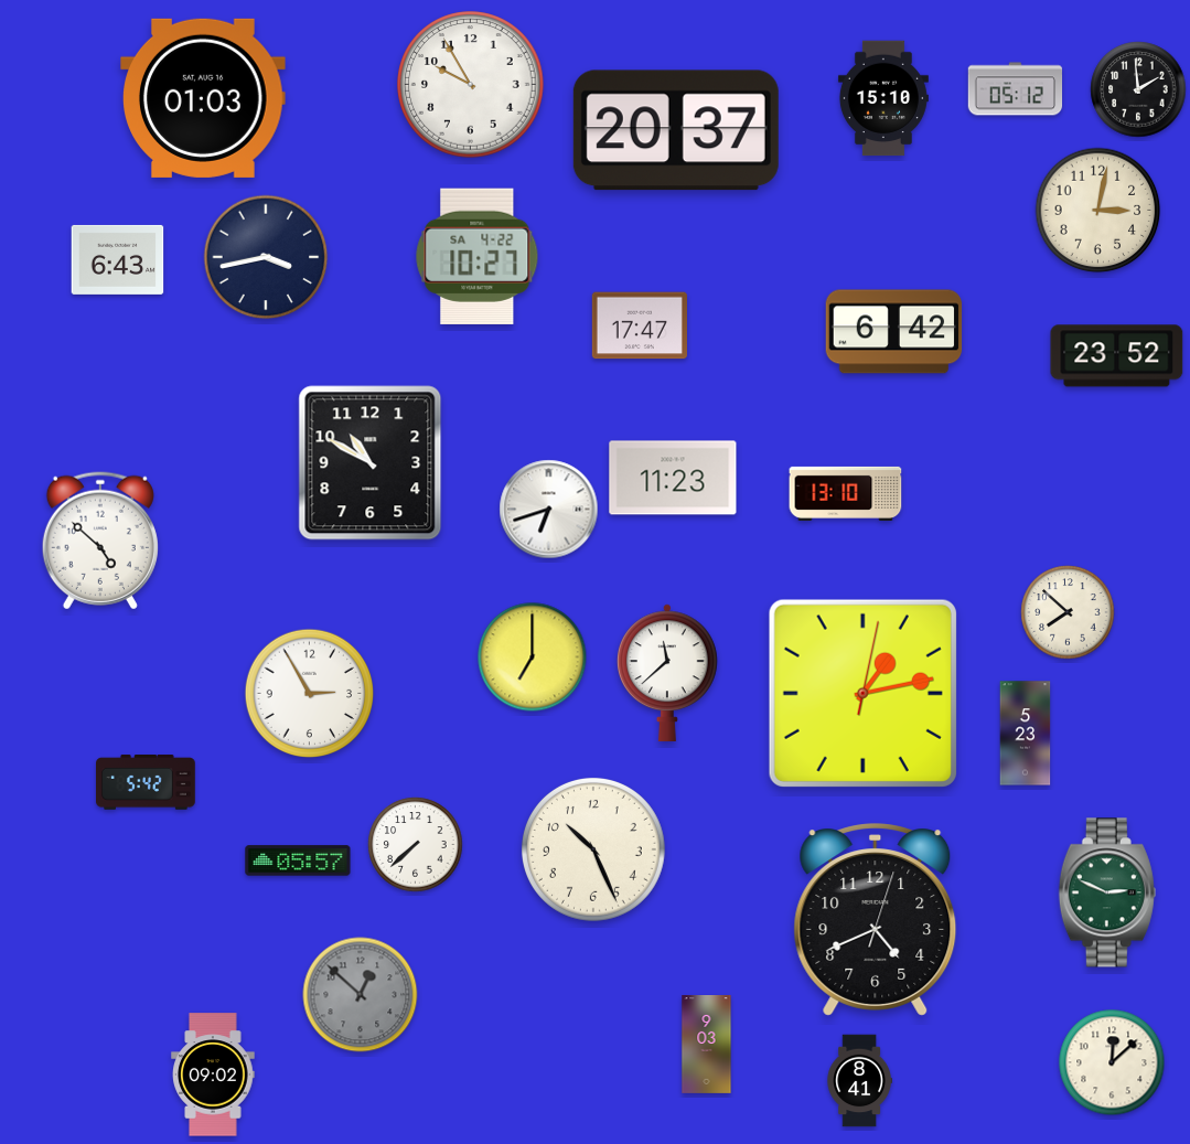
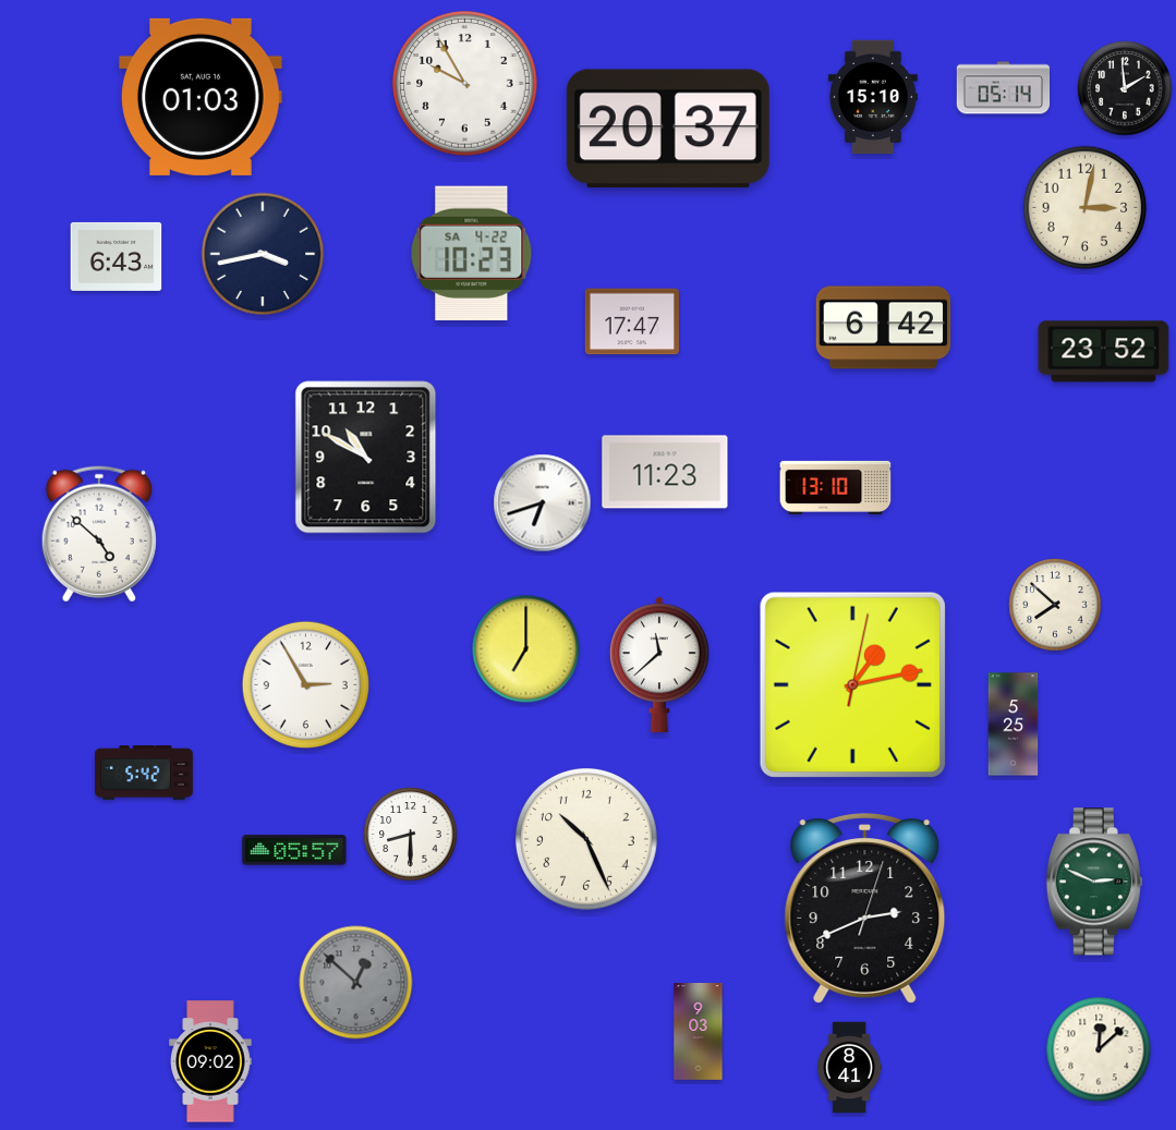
clock at (1016, 89): 05:12 -> 05:14
clock at (478, 256): 10:27 -> 10:23
clock at (1026, 734): 5:23 -> 5:25
clock at (416, 845): 7:38 -> 8:30
clock at (876, 920): 4:41 -> 2:41
